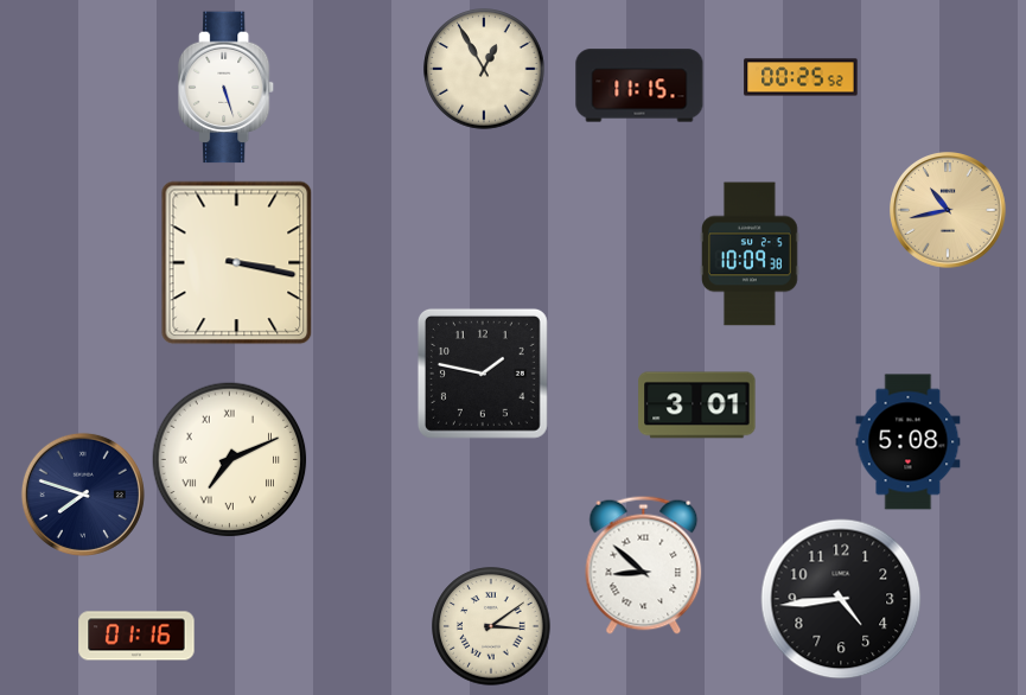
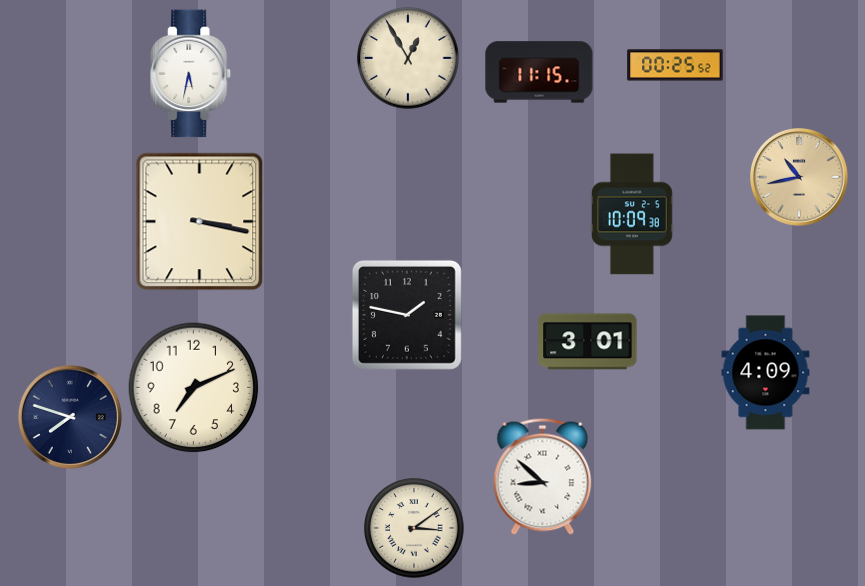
clock at (228, 88): 5:27 -> 5:32
clock at (909, 442): 5:08 -> 4:09
clock at (230, 460) numerals: Roman -> Arabic
clock at (841, 599): 4:44 -> none
clock at (136, 636): 01:16 -> none
